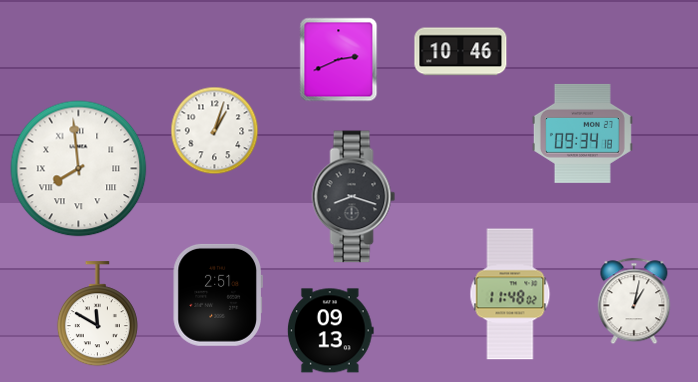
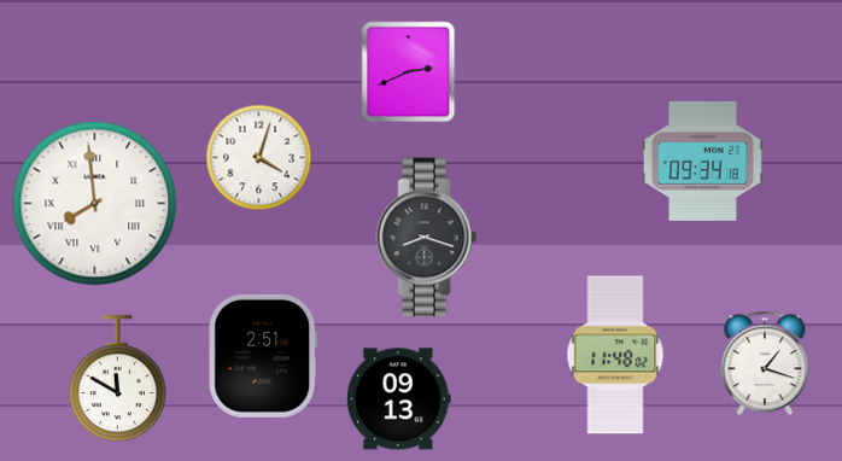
clock at (461, 52): 10:46 -> none
clock at (215, 131): 1:03 -> 4:03
clock at (634, 301): 1:02 -> 1:18
